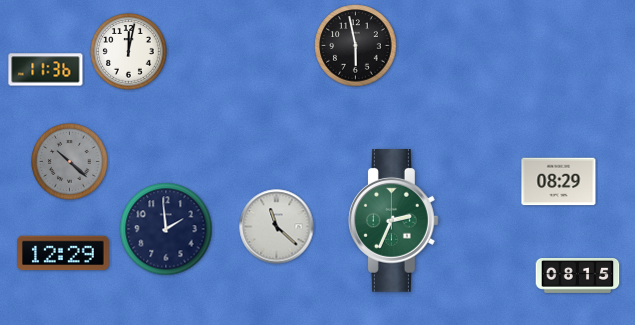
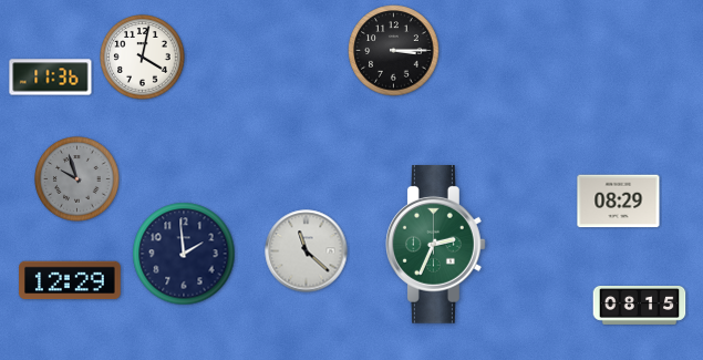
clock at (356, 46): 5:58 -> 3:15
clock at (129, 52): 12:02 -> 4:02
clock at (70, 162): 10:22 -> 9:57
